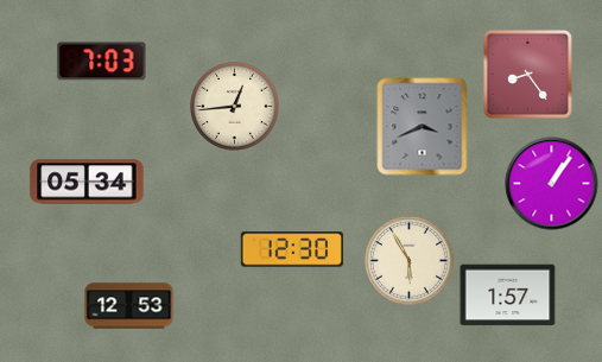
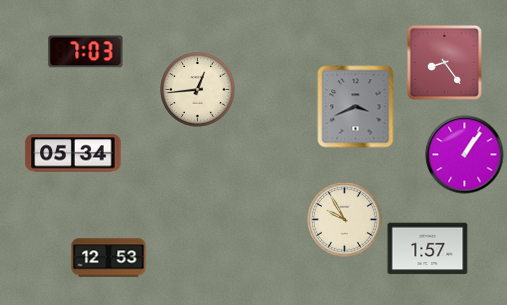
clock at (291, 249): 12:30 -> none
clock at (410, 261): 5:55 -> 9:55
